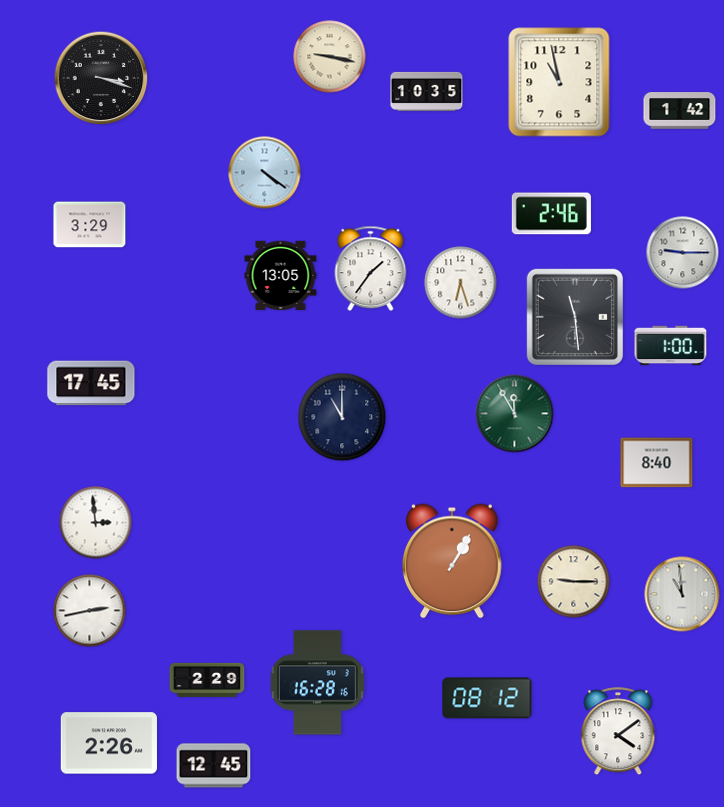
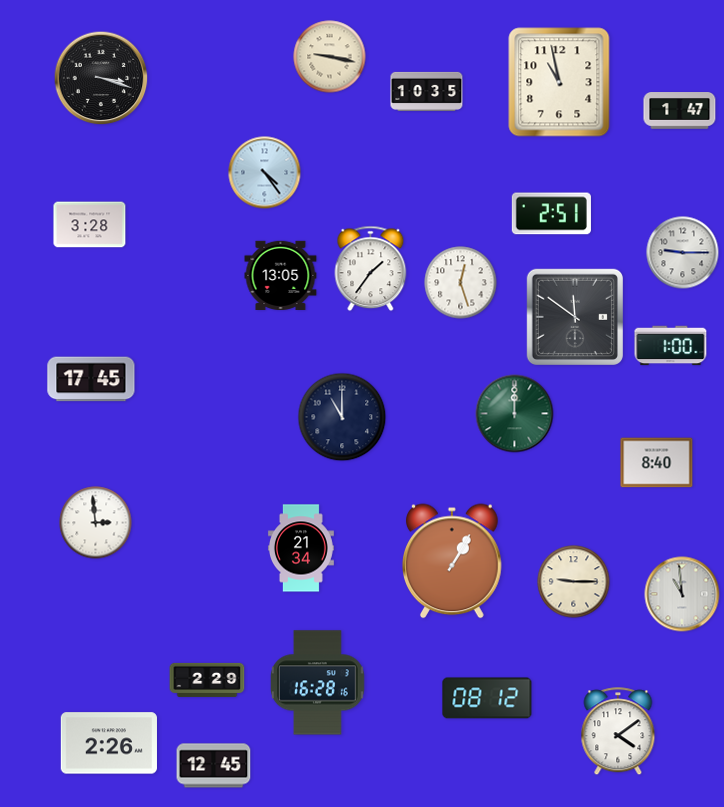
clock at (680, 111): 1:42 -> 1:47
clock at (265, 173): 4:21 -> 4:24
clock at (551, 214): 2:46 -> 2:51
clock at (90, 225): 3:29 -> 3:28
clock at (461, 283): 6:27 -> 12:27
clock at (574, 316): 11:29 -> 11:51
clock at (91, 383) position: (91, 383) -> (91, 379)
clock at (515, 414): 11:55 -> 12:00
clock at (301, 548): none -> 21:34
clock at (90, 611): 2:43 -> none
